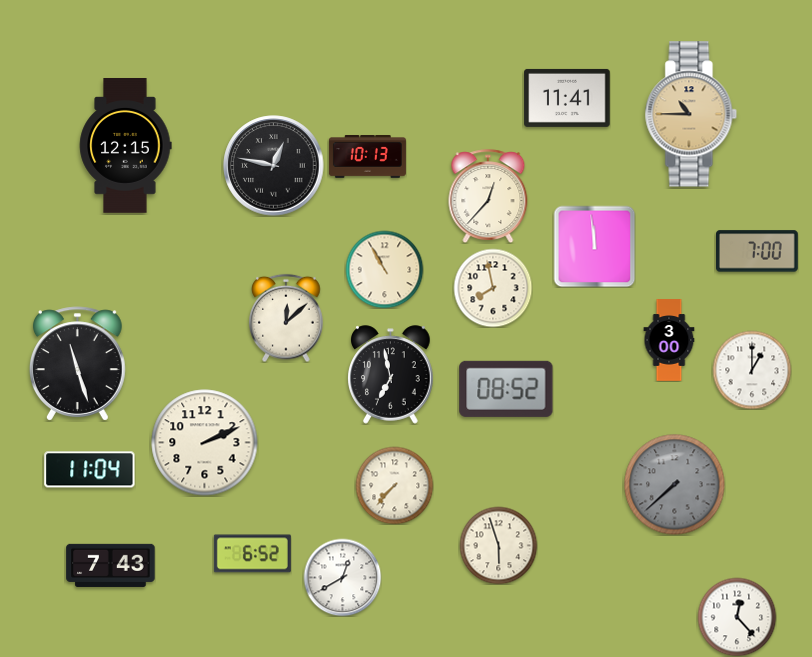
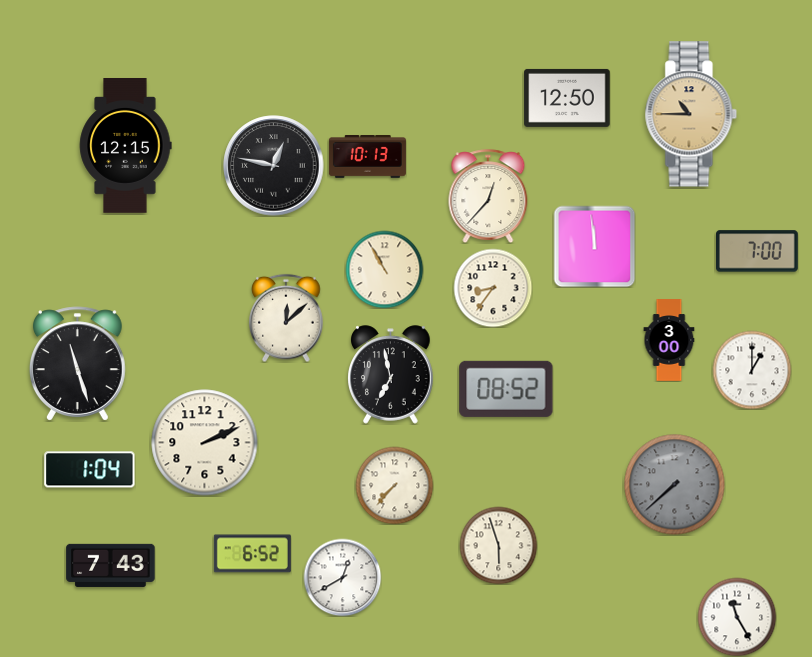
clock at (567, 98): 11:41 -> 12:50
clock at (493, 288): 7:58 -> 8:36
clock at (90, 470): 11:04 -> 1:04
clock at (737, 617): 12:23 -> 11:25
